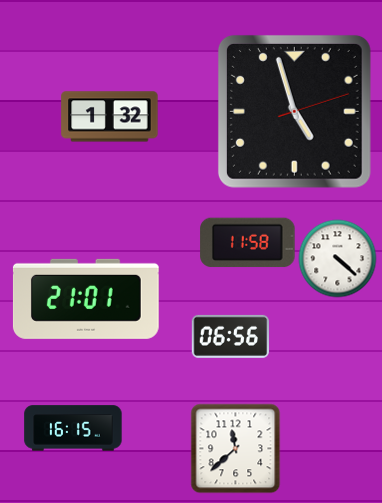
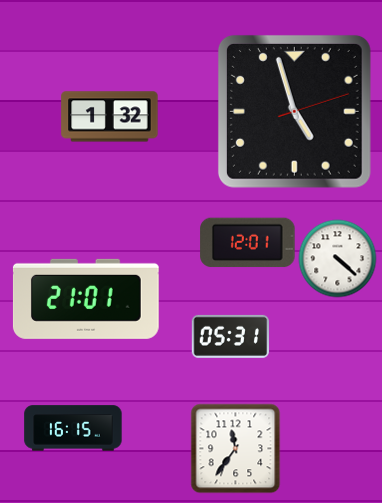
clock at (248, 243): 11:58 -> 12:01
clock at (230, 336): 06:56 -> 05:31
clock at (235, 448): 11:38 -> 11:36
